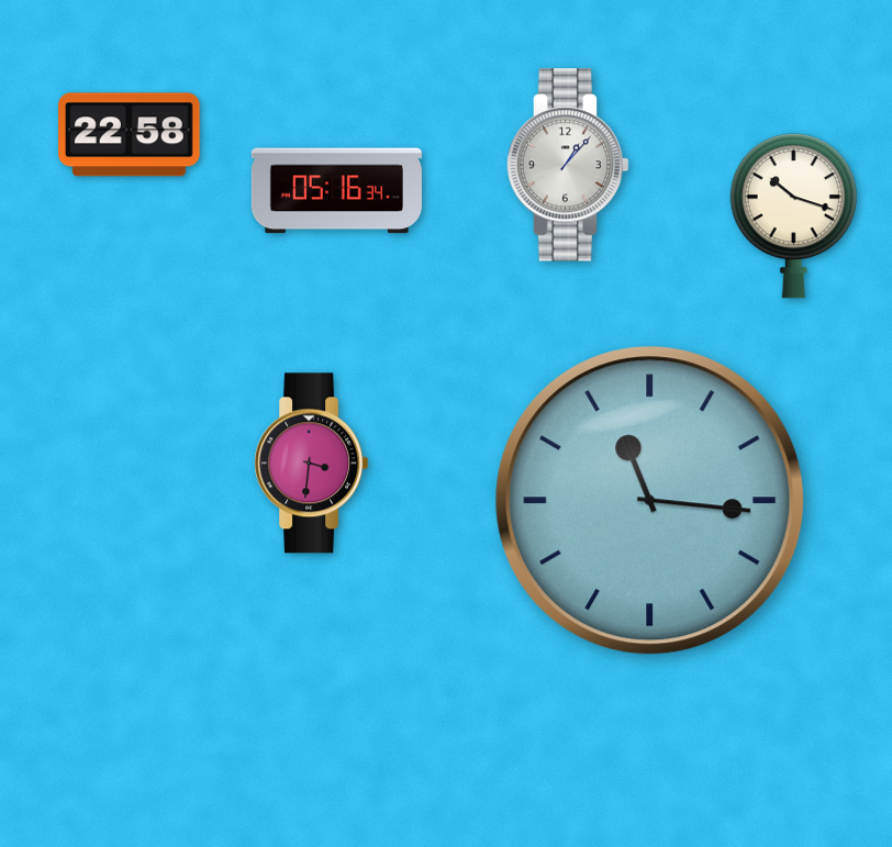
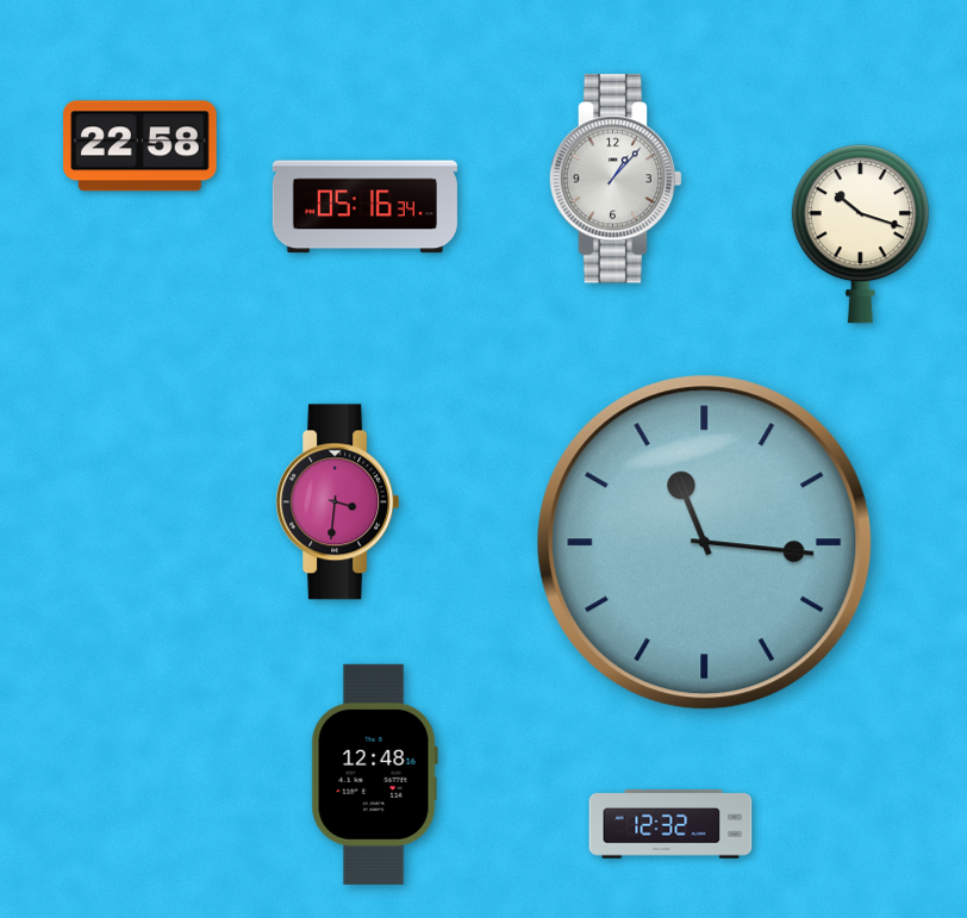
clock at (374, 774): none -> 12:48
clock at (670, 824): none -> 12:32
